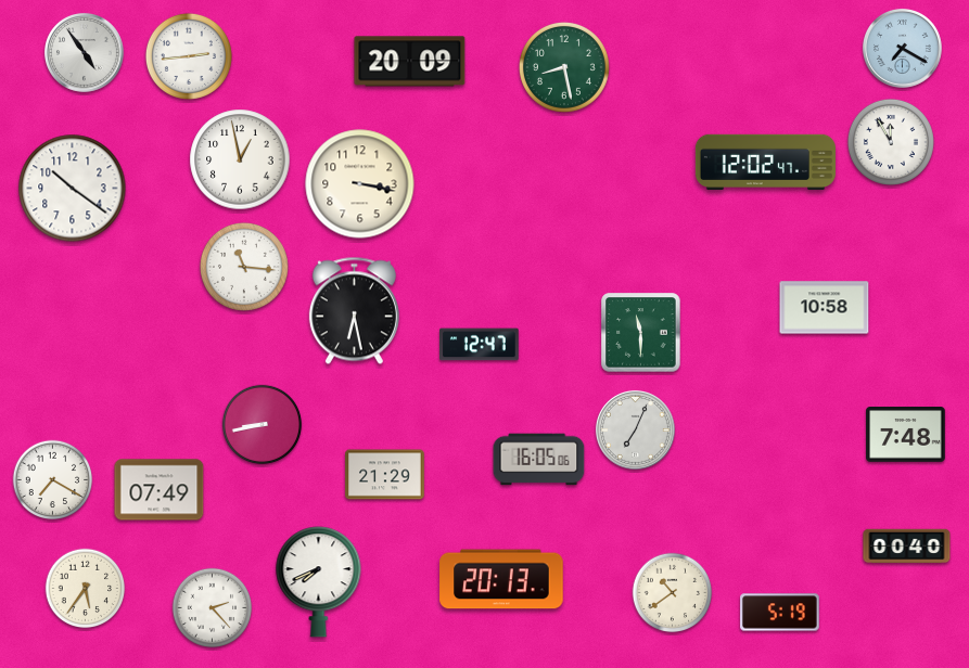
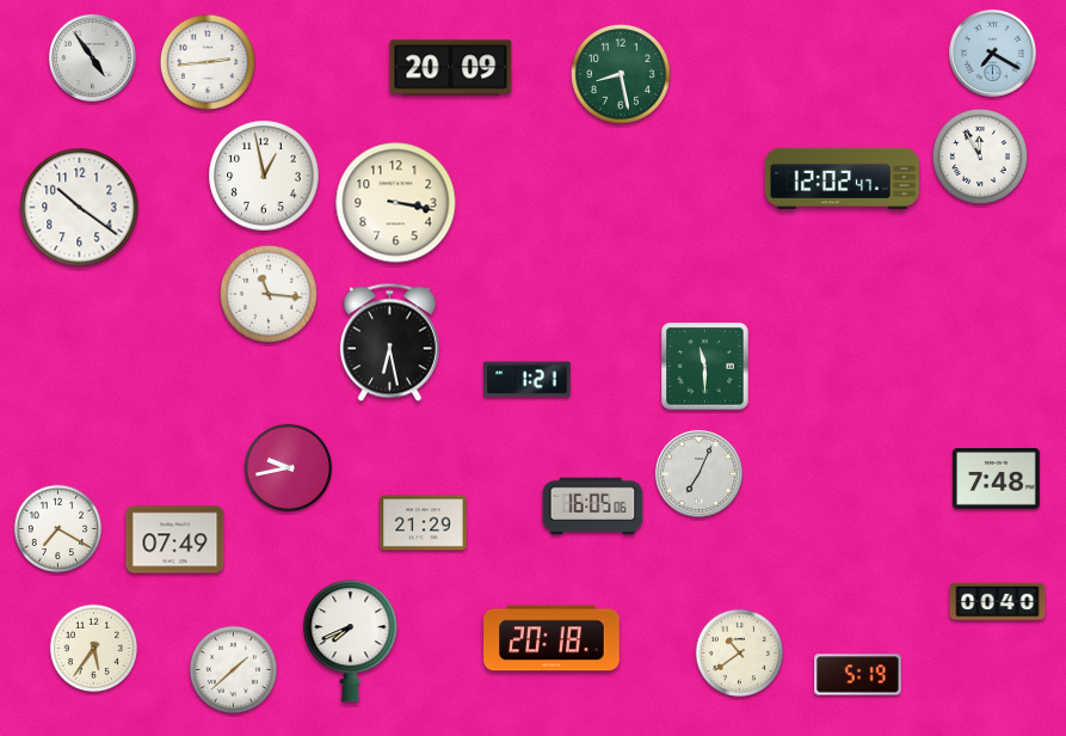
clock at (825, 308): 10:58 -> none
clock at (480, 345): 12:47 -> 1:21
clock at (263, 425): 8:43 -> 9:43
clock at (501, 579): 20:13 -> 20:18
clock at (213, 608): 2:23 -> 1:38
